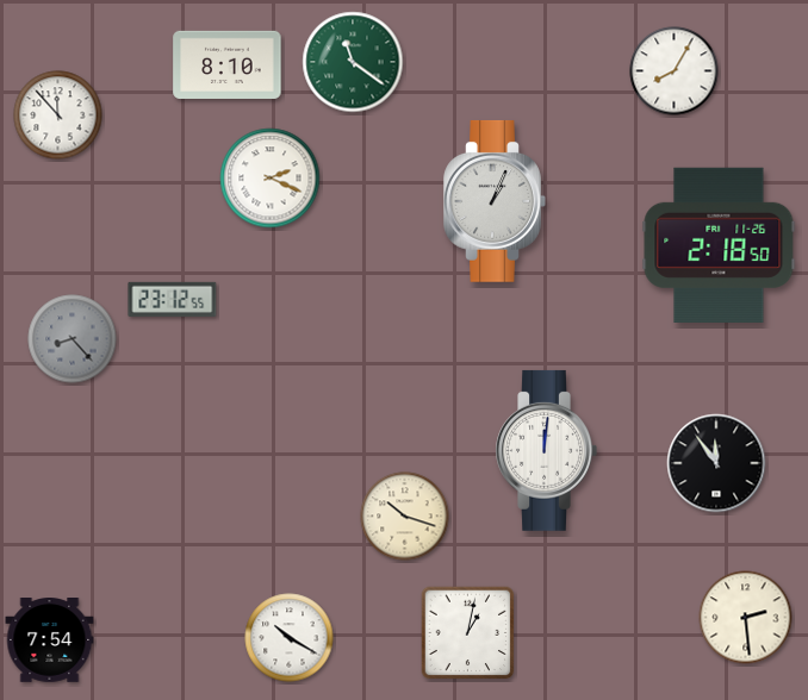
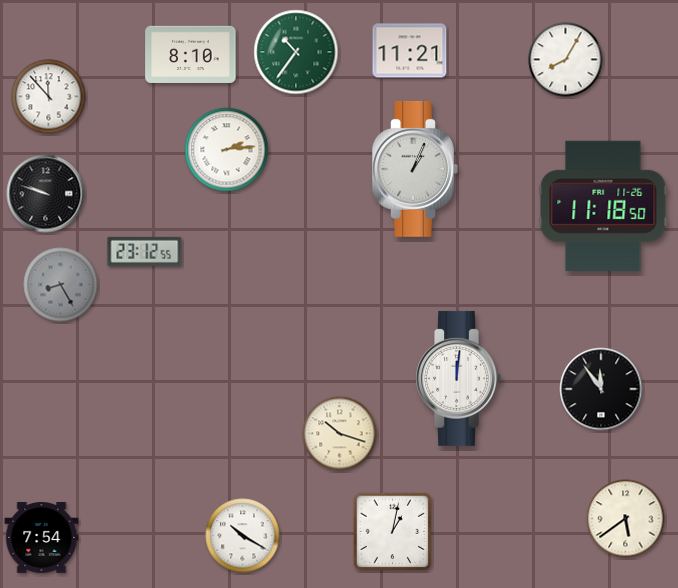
clock at (410, 51): none -> 11:21
clock at (353, 62): 11:21 -> 10:36
clock at (271, 179): 2:19 -> 2:14
clock at (46, 194): none -> 9:48
clock at (719, 245): 2:18 -> 11:18
clock at (73, 339): 8:23 -> 8:25
clock at (746, 618): 2:29 -> 5:39
